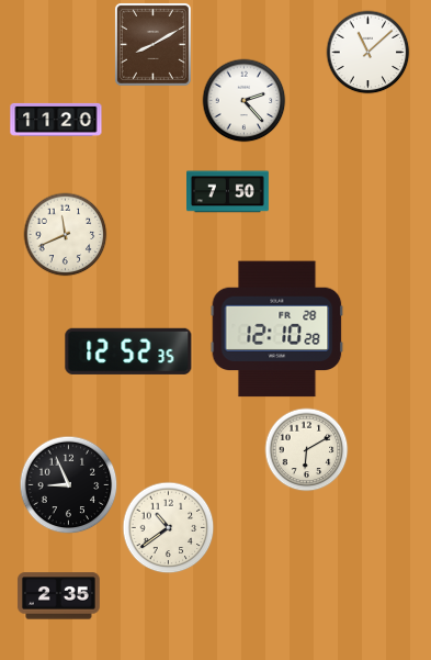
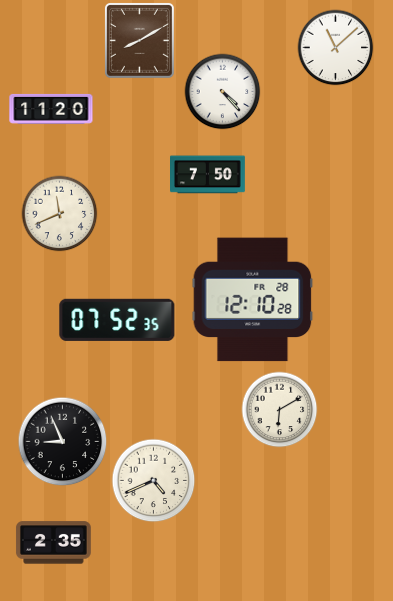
clock at (245, 101): 2:23 -> 4:23
clock at (128, 351): 12:52 -> 07:52
clock at (169, 528): 10:39 -> 4:41
